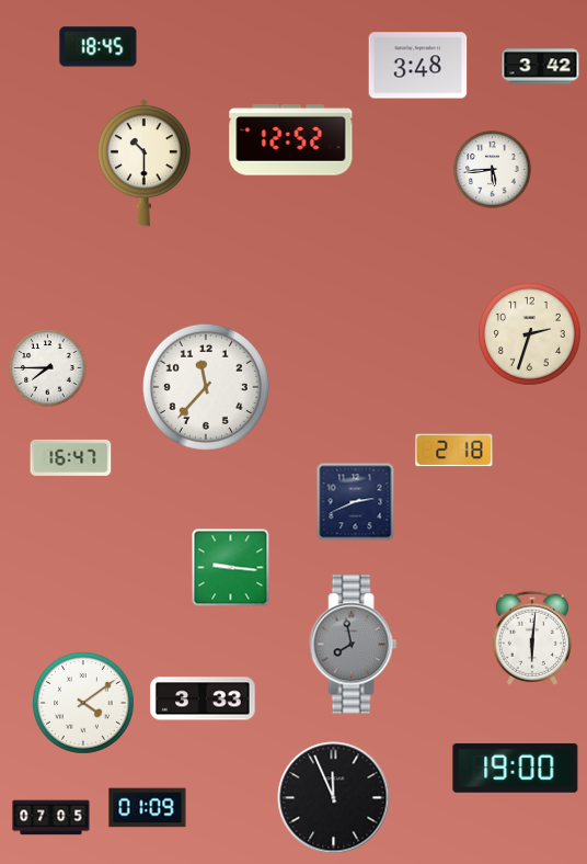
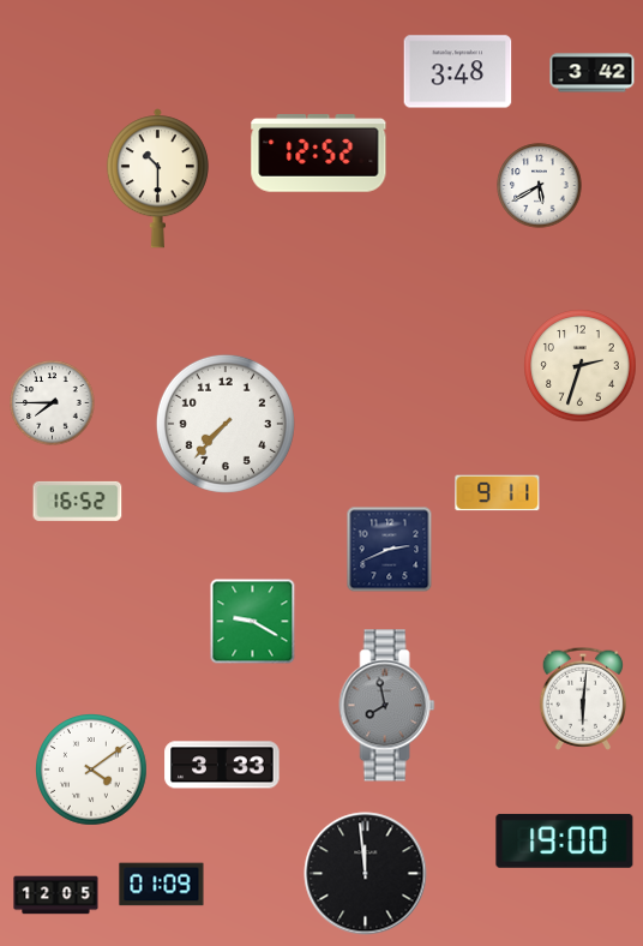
clock at (99, 47): 18:45 -> none
clock at (493, 170): 5:44 -> 5:40
clock at (206, 387): 11:37 -> 7:37
clock at (454, 451): 2:18 -> 9:11
clock at (71, 457): 16:47 -> 16:52
clock at (231, 568): 9:16 -> 9:20
clock at (334, 798): 11:56 -> 11:59
clock at (51, 818): 07:05 -> 12:05
